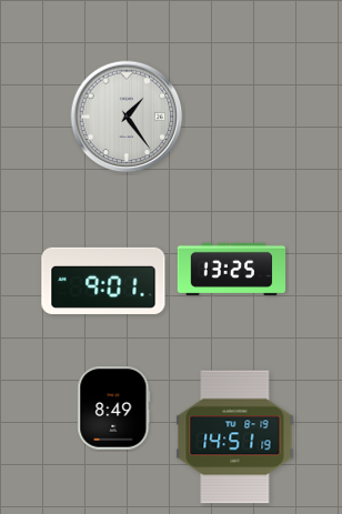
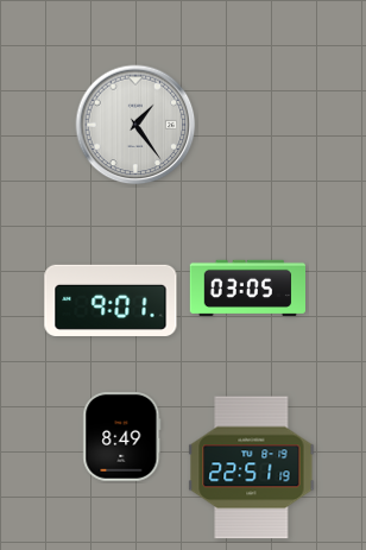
clock at (231, 269): 13:25 -> 03:05
clock at (235, 437): 14:51 -> 22:51
